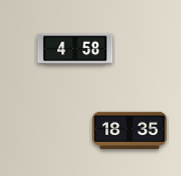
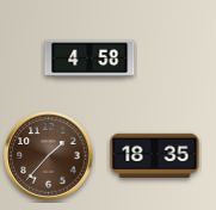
clock at (49, 156): none -> 1:37
